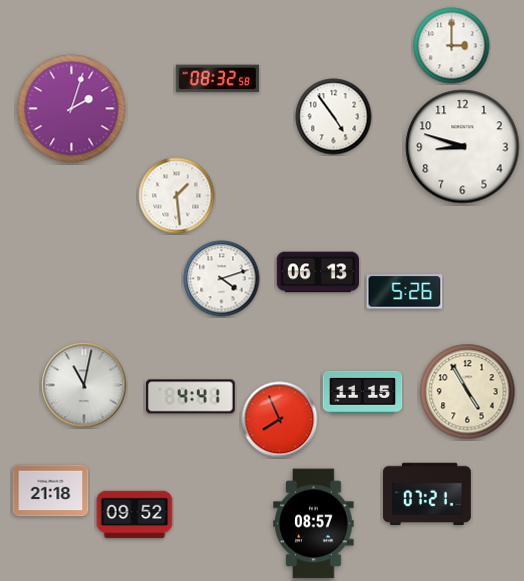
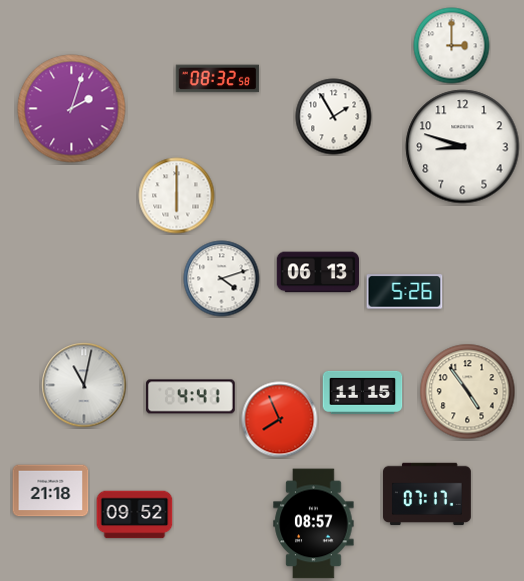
clock at (334, 117): 4:54 -> 1:55
clock at (177, 196): 1:29 -> 6:00
clock at (468, 392): 4:55 -> 4:54
clock at (428, 494): 07:21 -> 07:17
